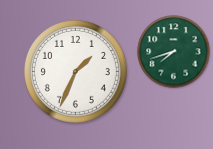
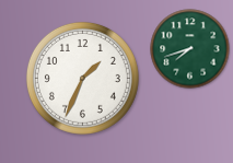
clock at (174, 52) position: (174, 52) -> (190, 49)
